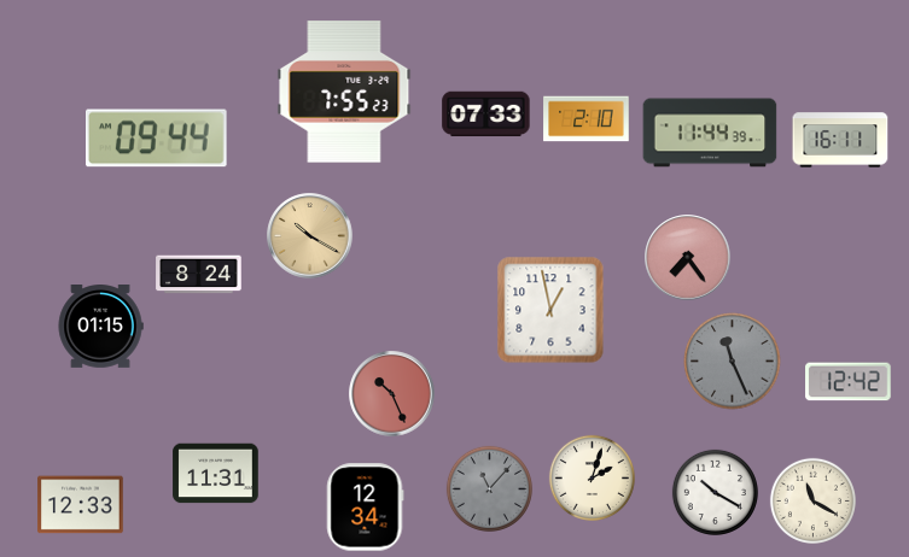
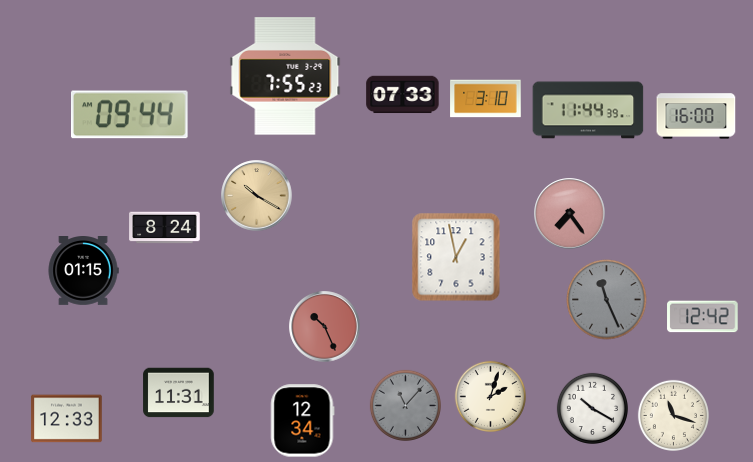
clock at (587, 119): 2:10 -> 3:10
clock at (840, 140): 16:11 -> 16:00
clock at (812, 500): 11:20 -> 11:18
